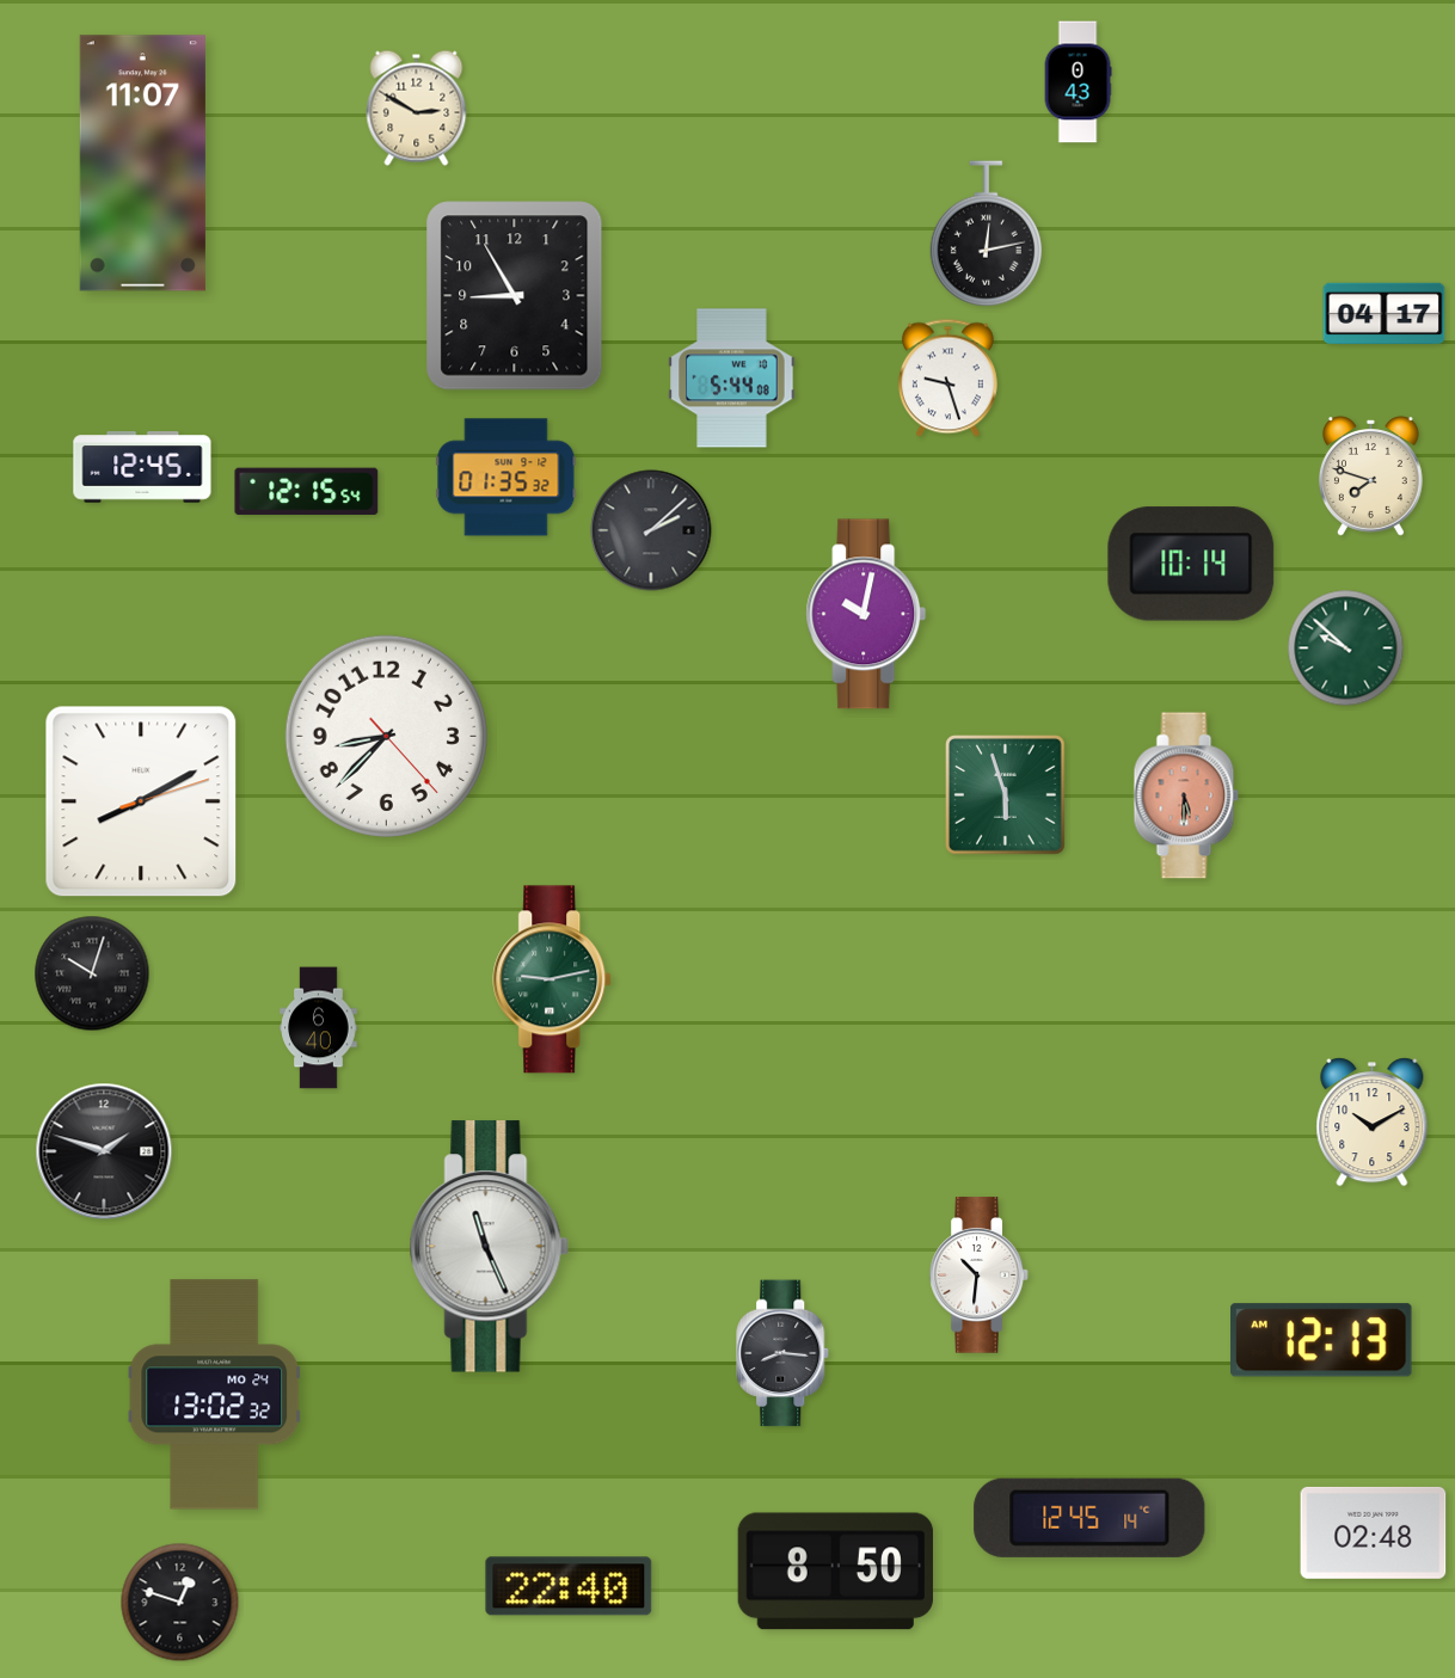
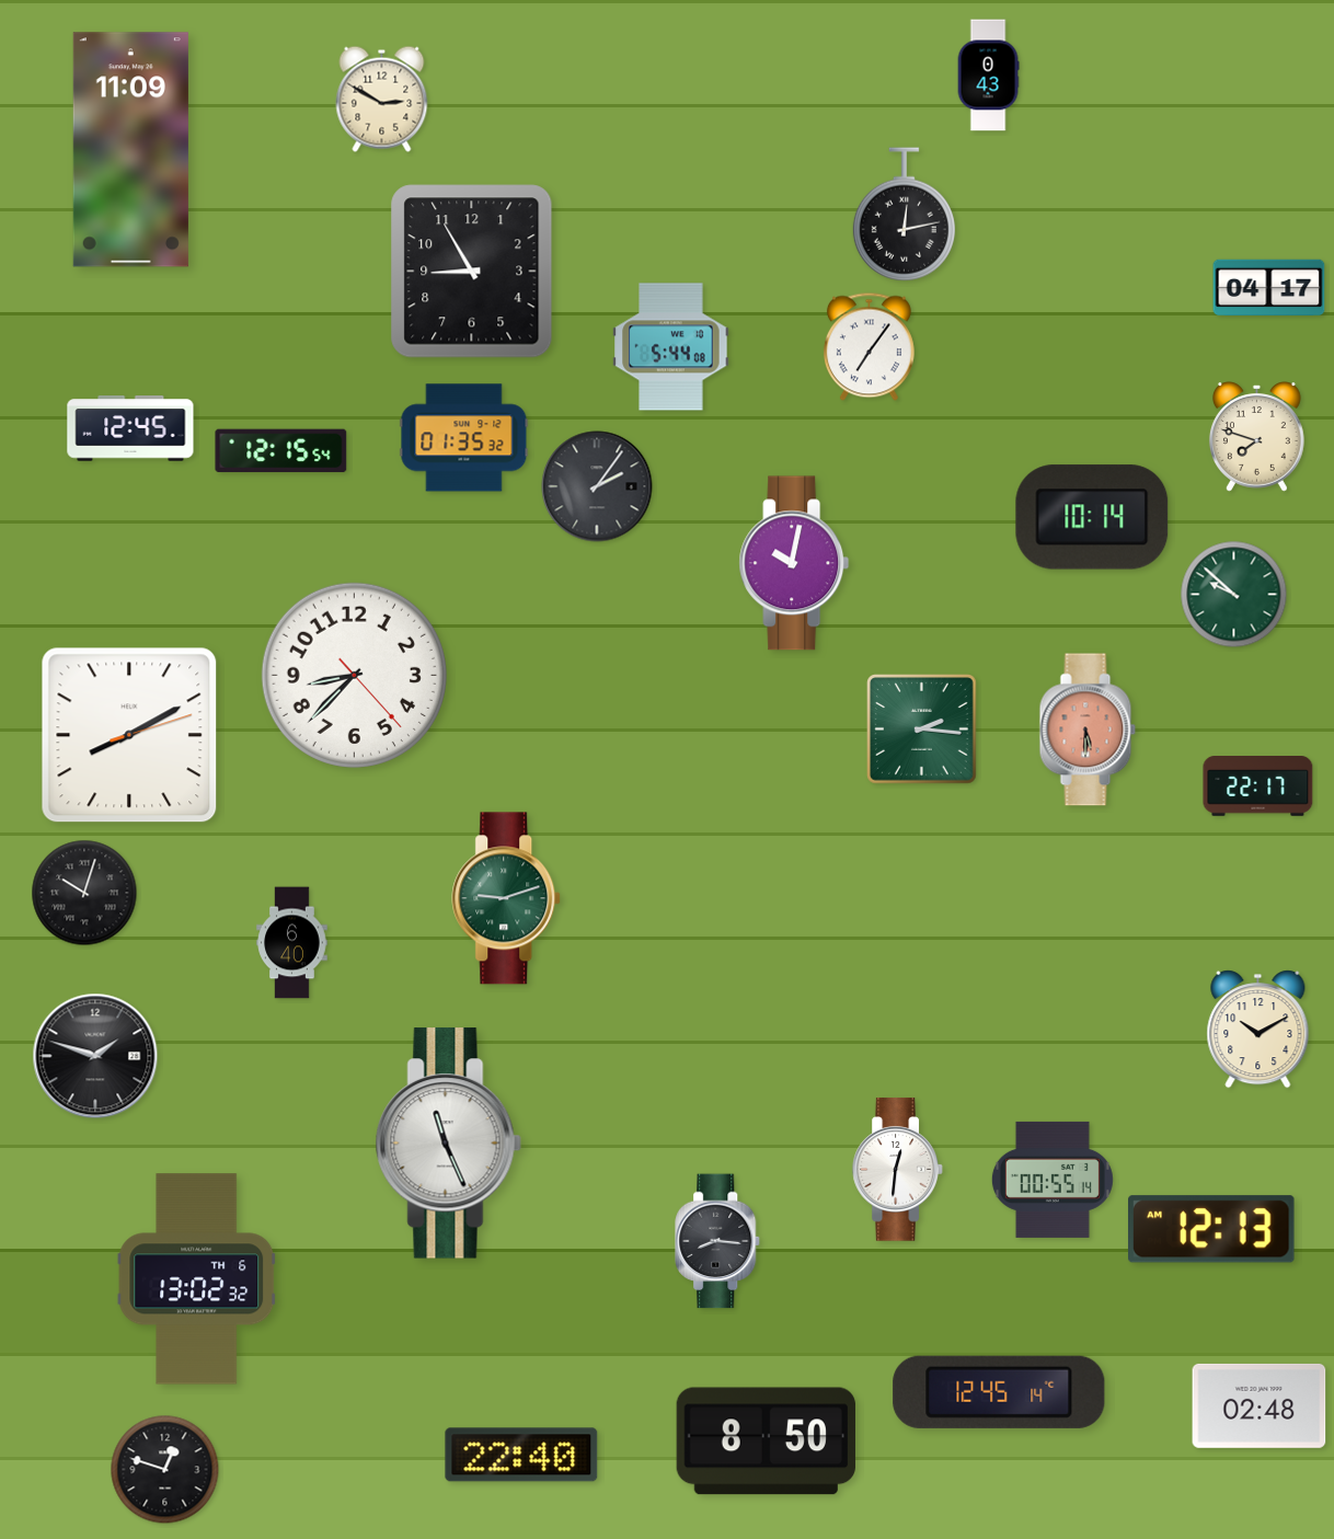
clock at (142, 164): 11:07 -> 11:09
clock at (947, 379): 9:27 -> 7:06
clock at (651, 530): 2:08 -> 2:06
clock at (1006, 795): 5:57 -> 2:16
clock at (1258, 786): none -> 22:17
clock at (553, 979): 9:13 -> 9:12
clock at (980, 1276): 10:31 -> 12:31
clock at (1053, 1180): none -> 00:55
clock at (215, 1395) date: MO 24 -> TH 6
